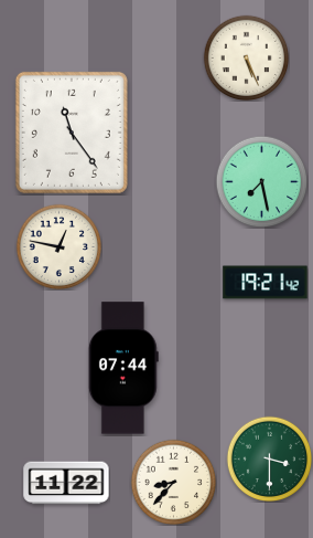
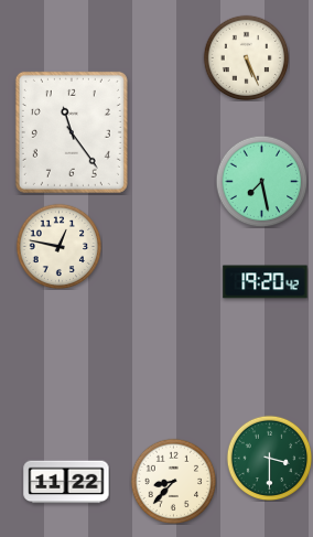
clock at (266, 283): 19:21 -> 19:20
clock at (123, 368): 07:44 -> none
